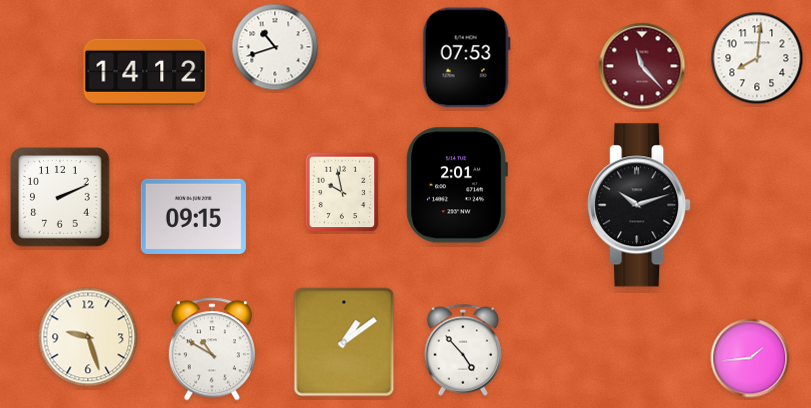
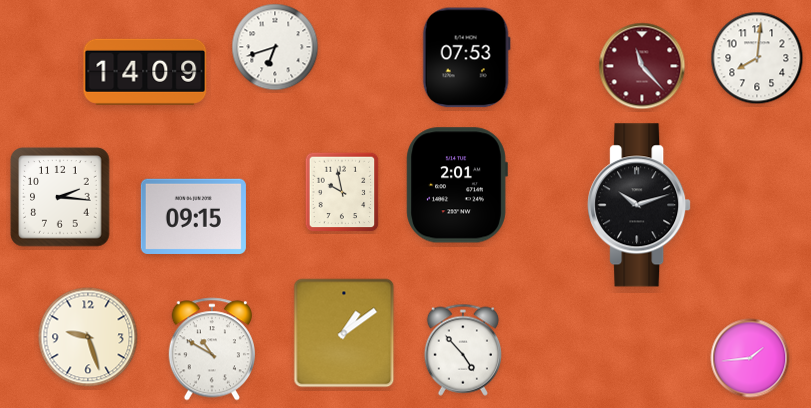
clock at (275, 47): 10:42 -> 6:42
clock at (145, 72): 14:12 -> 14:09
clock at (60, 197): 2:11 -> 2:16
clock at (344, 342) position: (344, 342) -> (344, 333)
